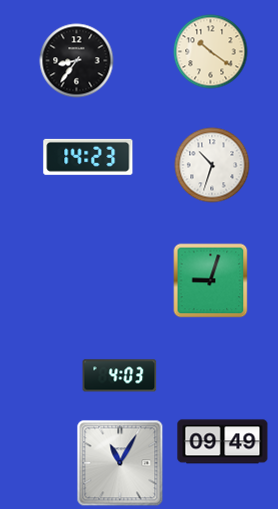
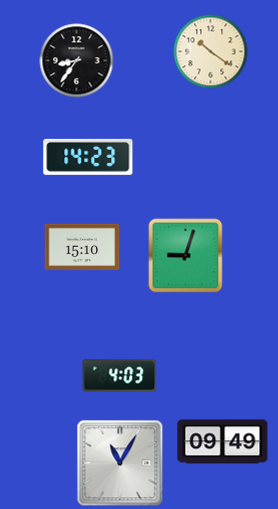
clock at (212, 165): 10:33 -> none
clock at (82, 247): none -> 15:10
clock at (211, 281) position: (211, 281) -> (186, 256)
